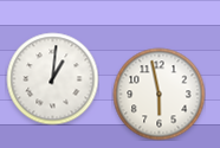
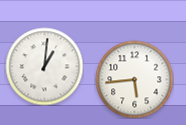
clock at (158, 94): 5:58 -> 5:44
